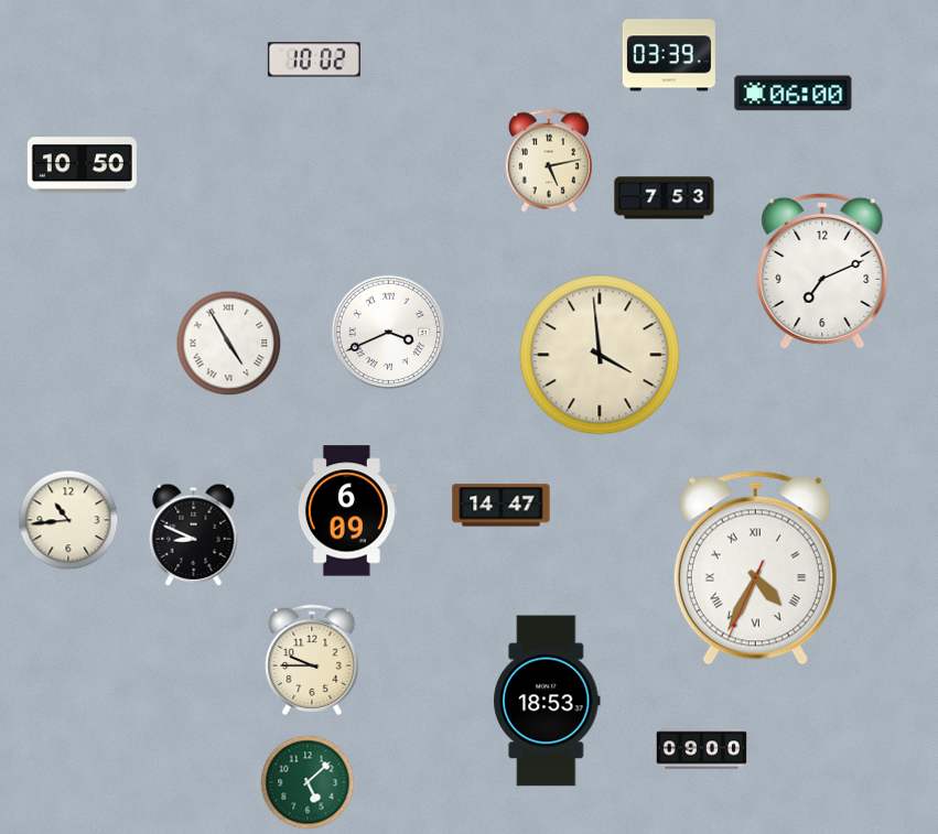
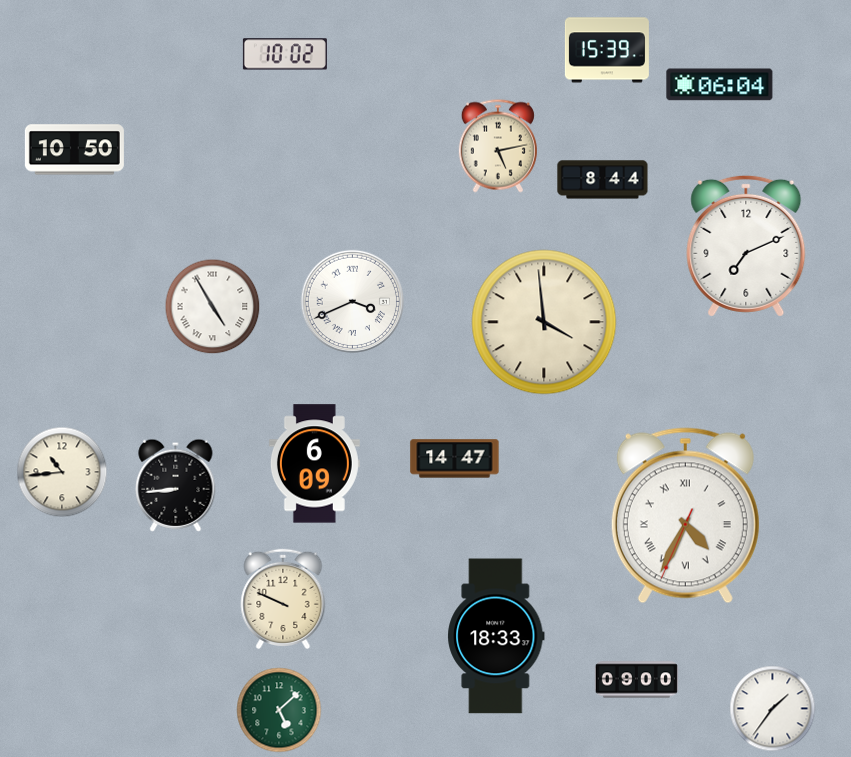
clock at (669, 55): 03:39 -> 15:39
clock at (794, 94): 06:00 -> 06:04
clock at (665, 198): 7:53 -> 8:44
clock at (229, 344) position: (229, 344) -> (213, 307)
clock at (194, 534): 8:49 -> 8:44
clock at (312, 660): 9:45 -> 9:49
clock at (547, 701): 18:53 -> 18:33
clock at (773, 709): none -> 1:36
